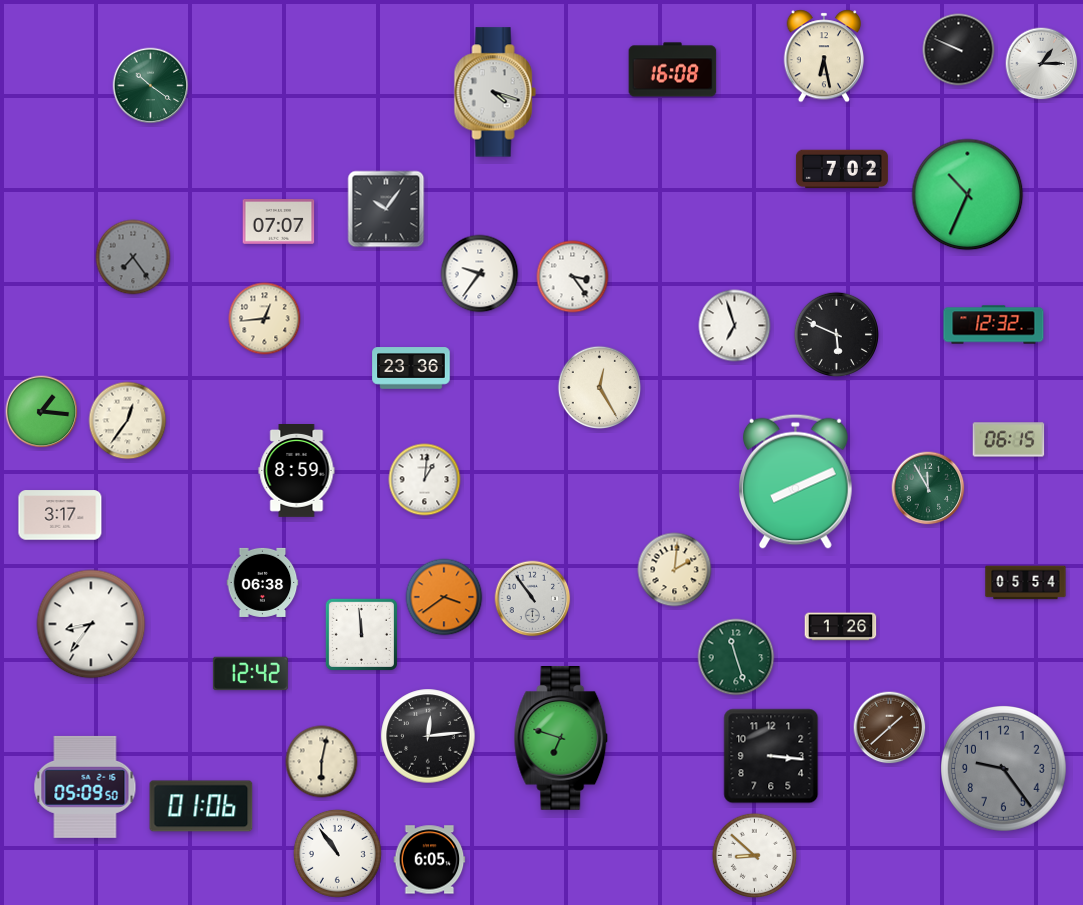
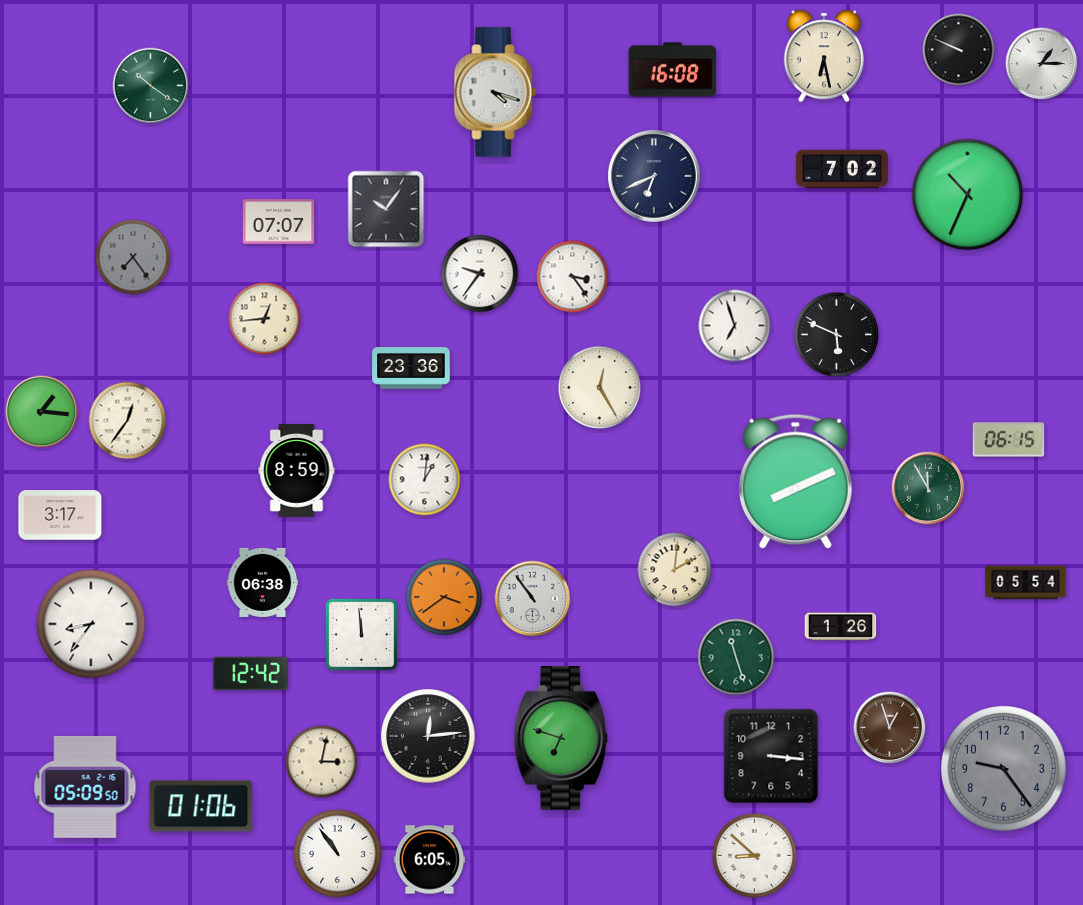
clock at (654, 176): none -> 6:41
clock at (994, 325): 12:32 -> none
clock at (890, 728): 1:38 -> 12:57
clock at (322, 762): 6:02 -> 3:02
